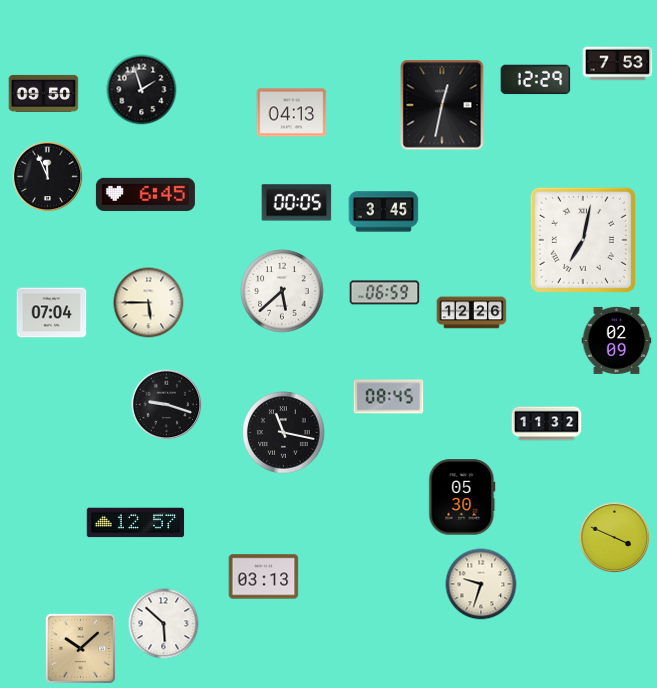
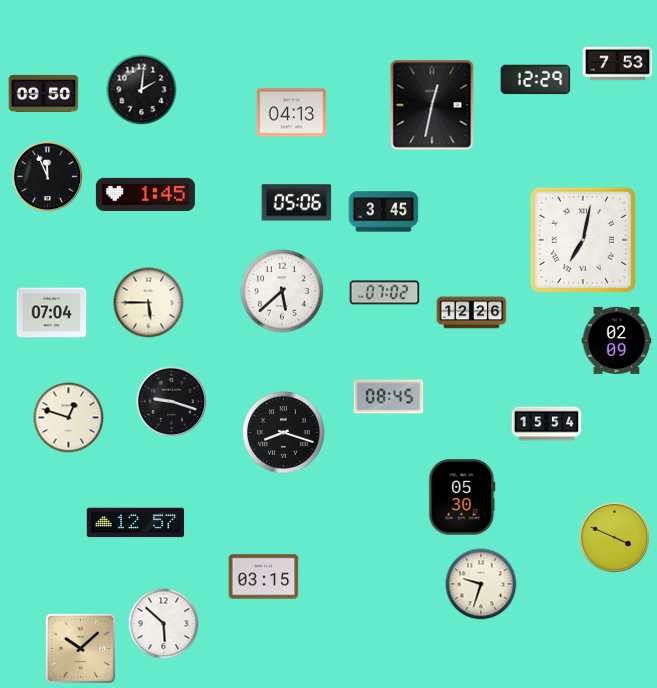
clock at (142, 90): 1:57 -> 2:01
clock at (442, 105) position: (442, 105) -> (432, 105)
clock at (145, 194): 6:45 -> 1:45
clock at (297, 203): 00:05 -> 05:06
clock at (385, 293): 06:59 -> 07:02
clock at (167, 405) position: (167, 405) -> (172, 402)
clock at (69, 418): none -> 12:48
clock at (547, 424): 11:32 -> 15:54
clock at (284, 433): 11:17 -> 8:18
clock at (264, 577): 03:13 -> 03:15
